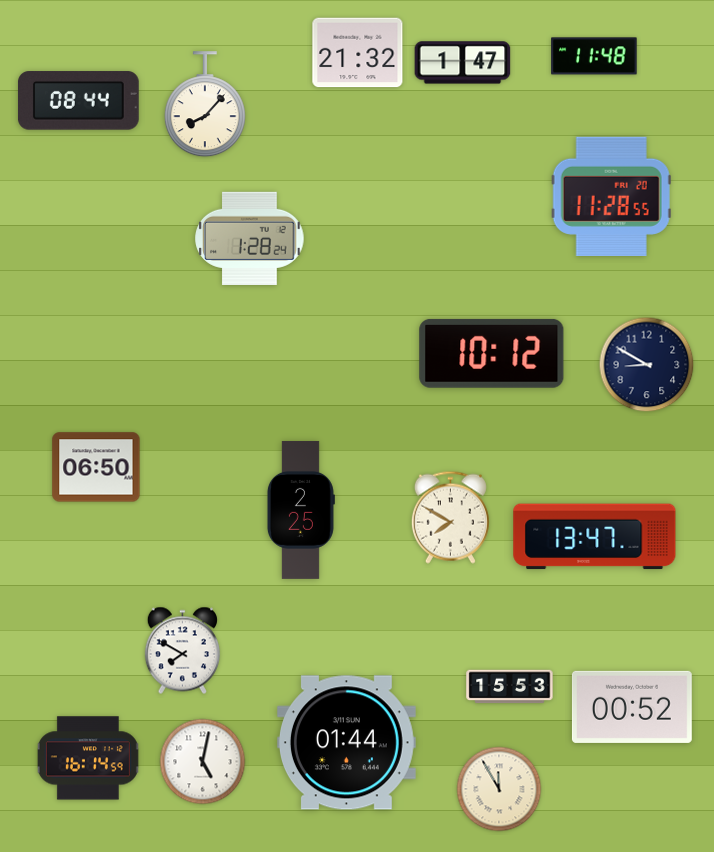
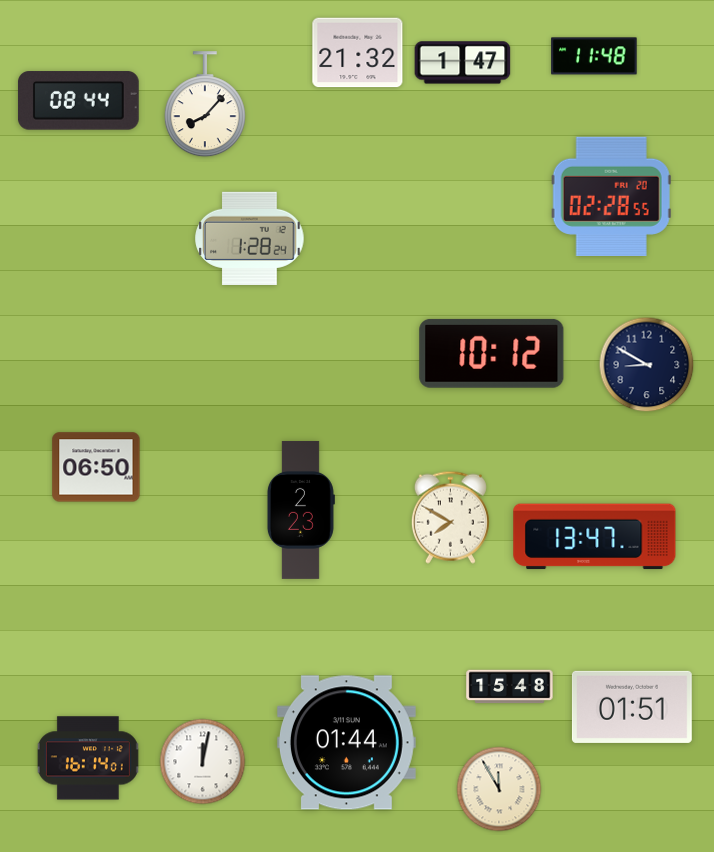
clock at (611, 196): 11:28 -> 02:28
clock at (300, 510): 2:25 -> 2:23
clock at (182, 651): 7:50 -> none
clock at (510, 687): 15:53 -> 15:48
clock at (632, 707): 00:52 -> 01:51
clock at (88, 758): 16:14:59 -> 16:14:01
clock at (203, 762): 5:02 -> 12:02
